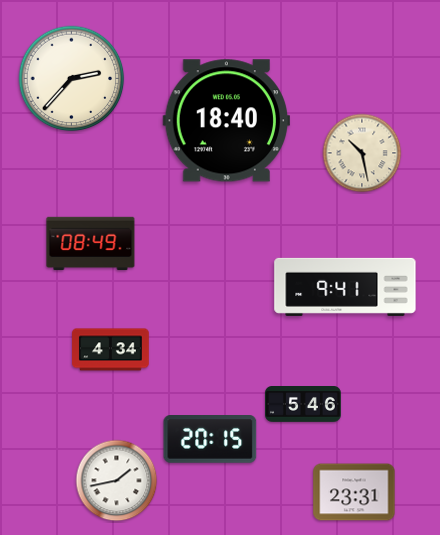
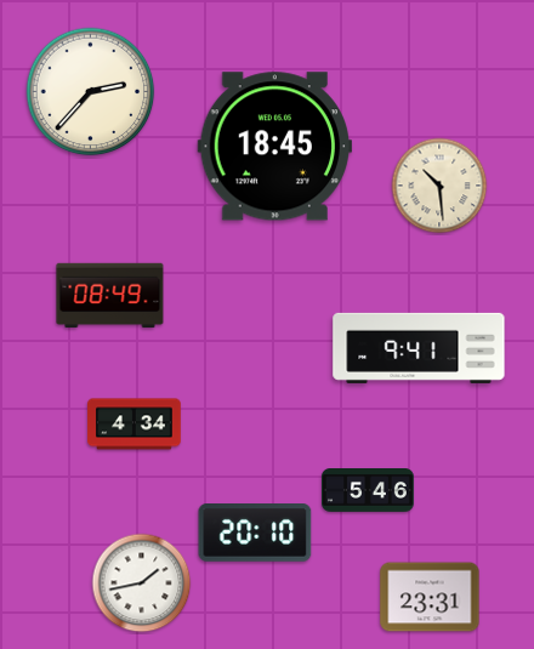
clock at (72, 79) position: (72, 79) -> (91, 92)
clock at (226, 121): 18:40 -> 18:45
clock at (362, 153): 10:28 -> 10:29
clock at (210, 440): 20:15 -> 20:10
